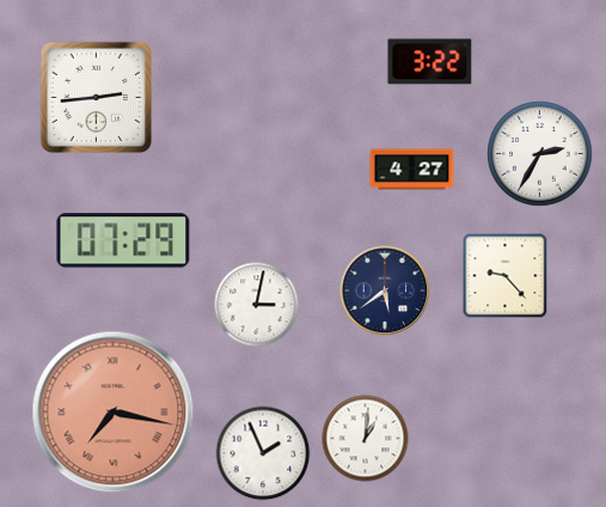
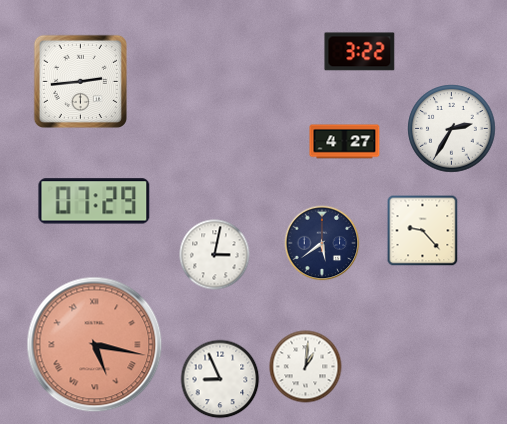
clock at (123, 240) position: (123, 240) -> (94, 201)
clock at (114, 413): 7:17 -> 5:17
clock at (263, 453): 1:56 -> 8:56
